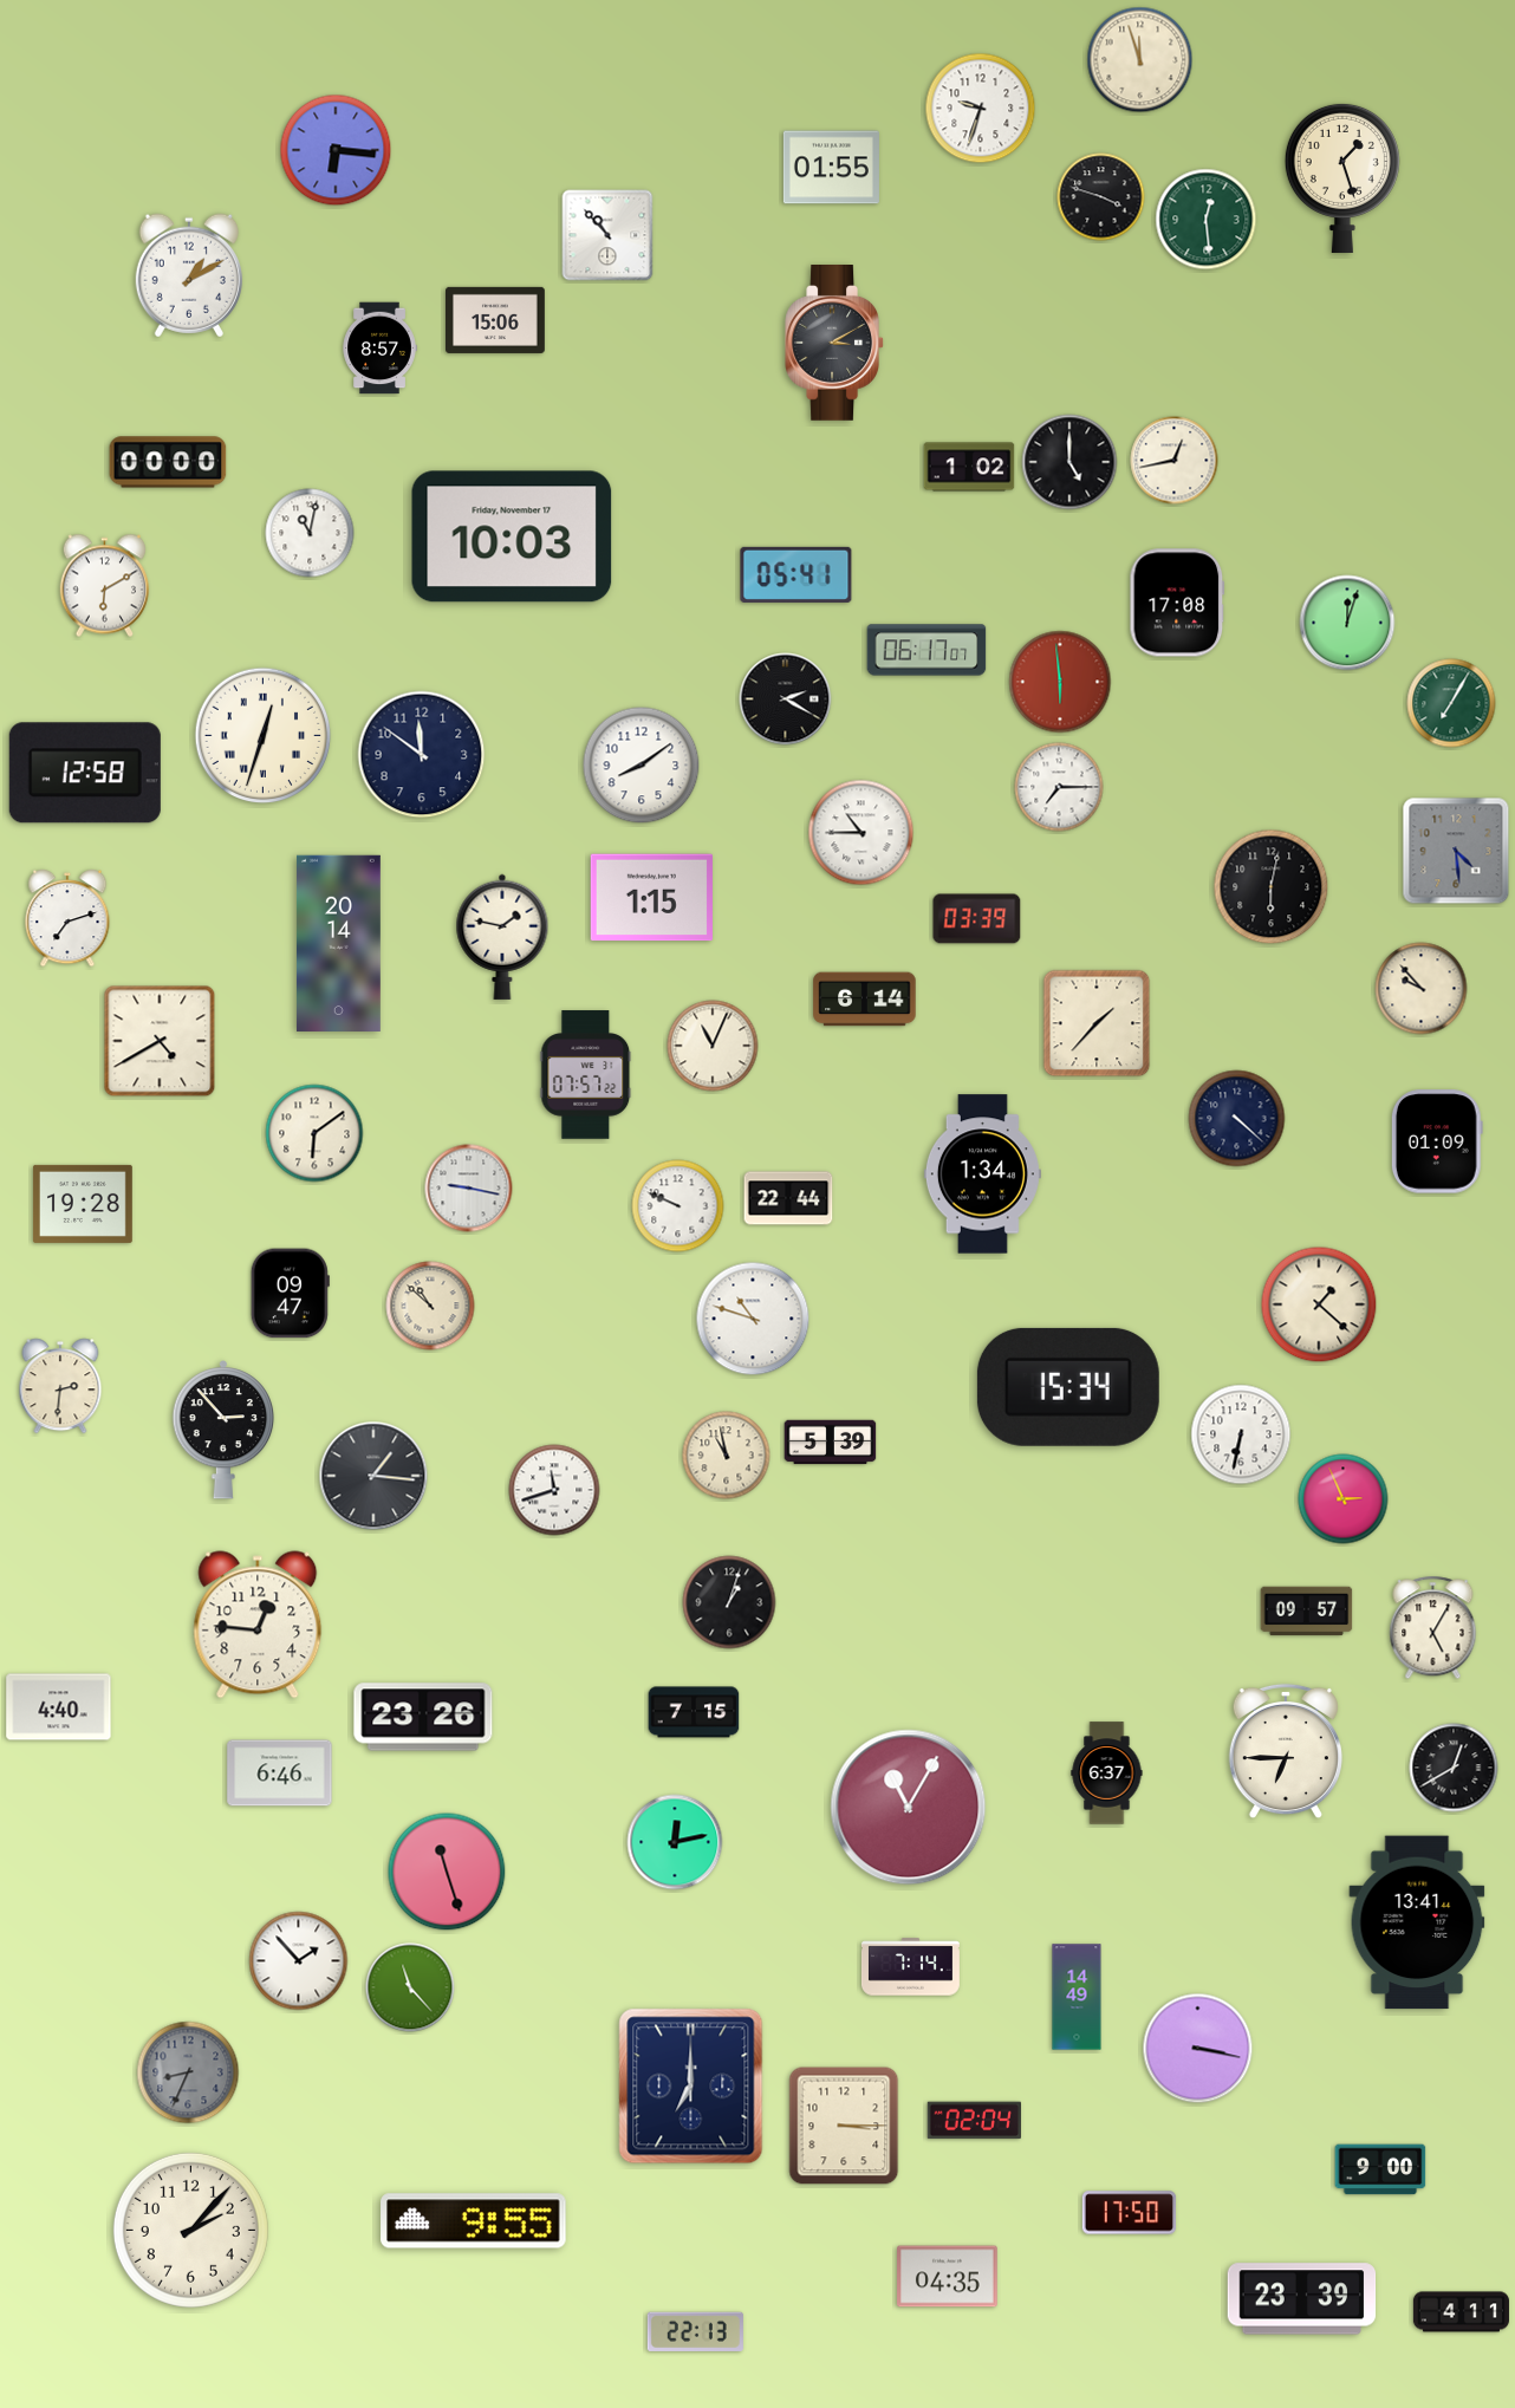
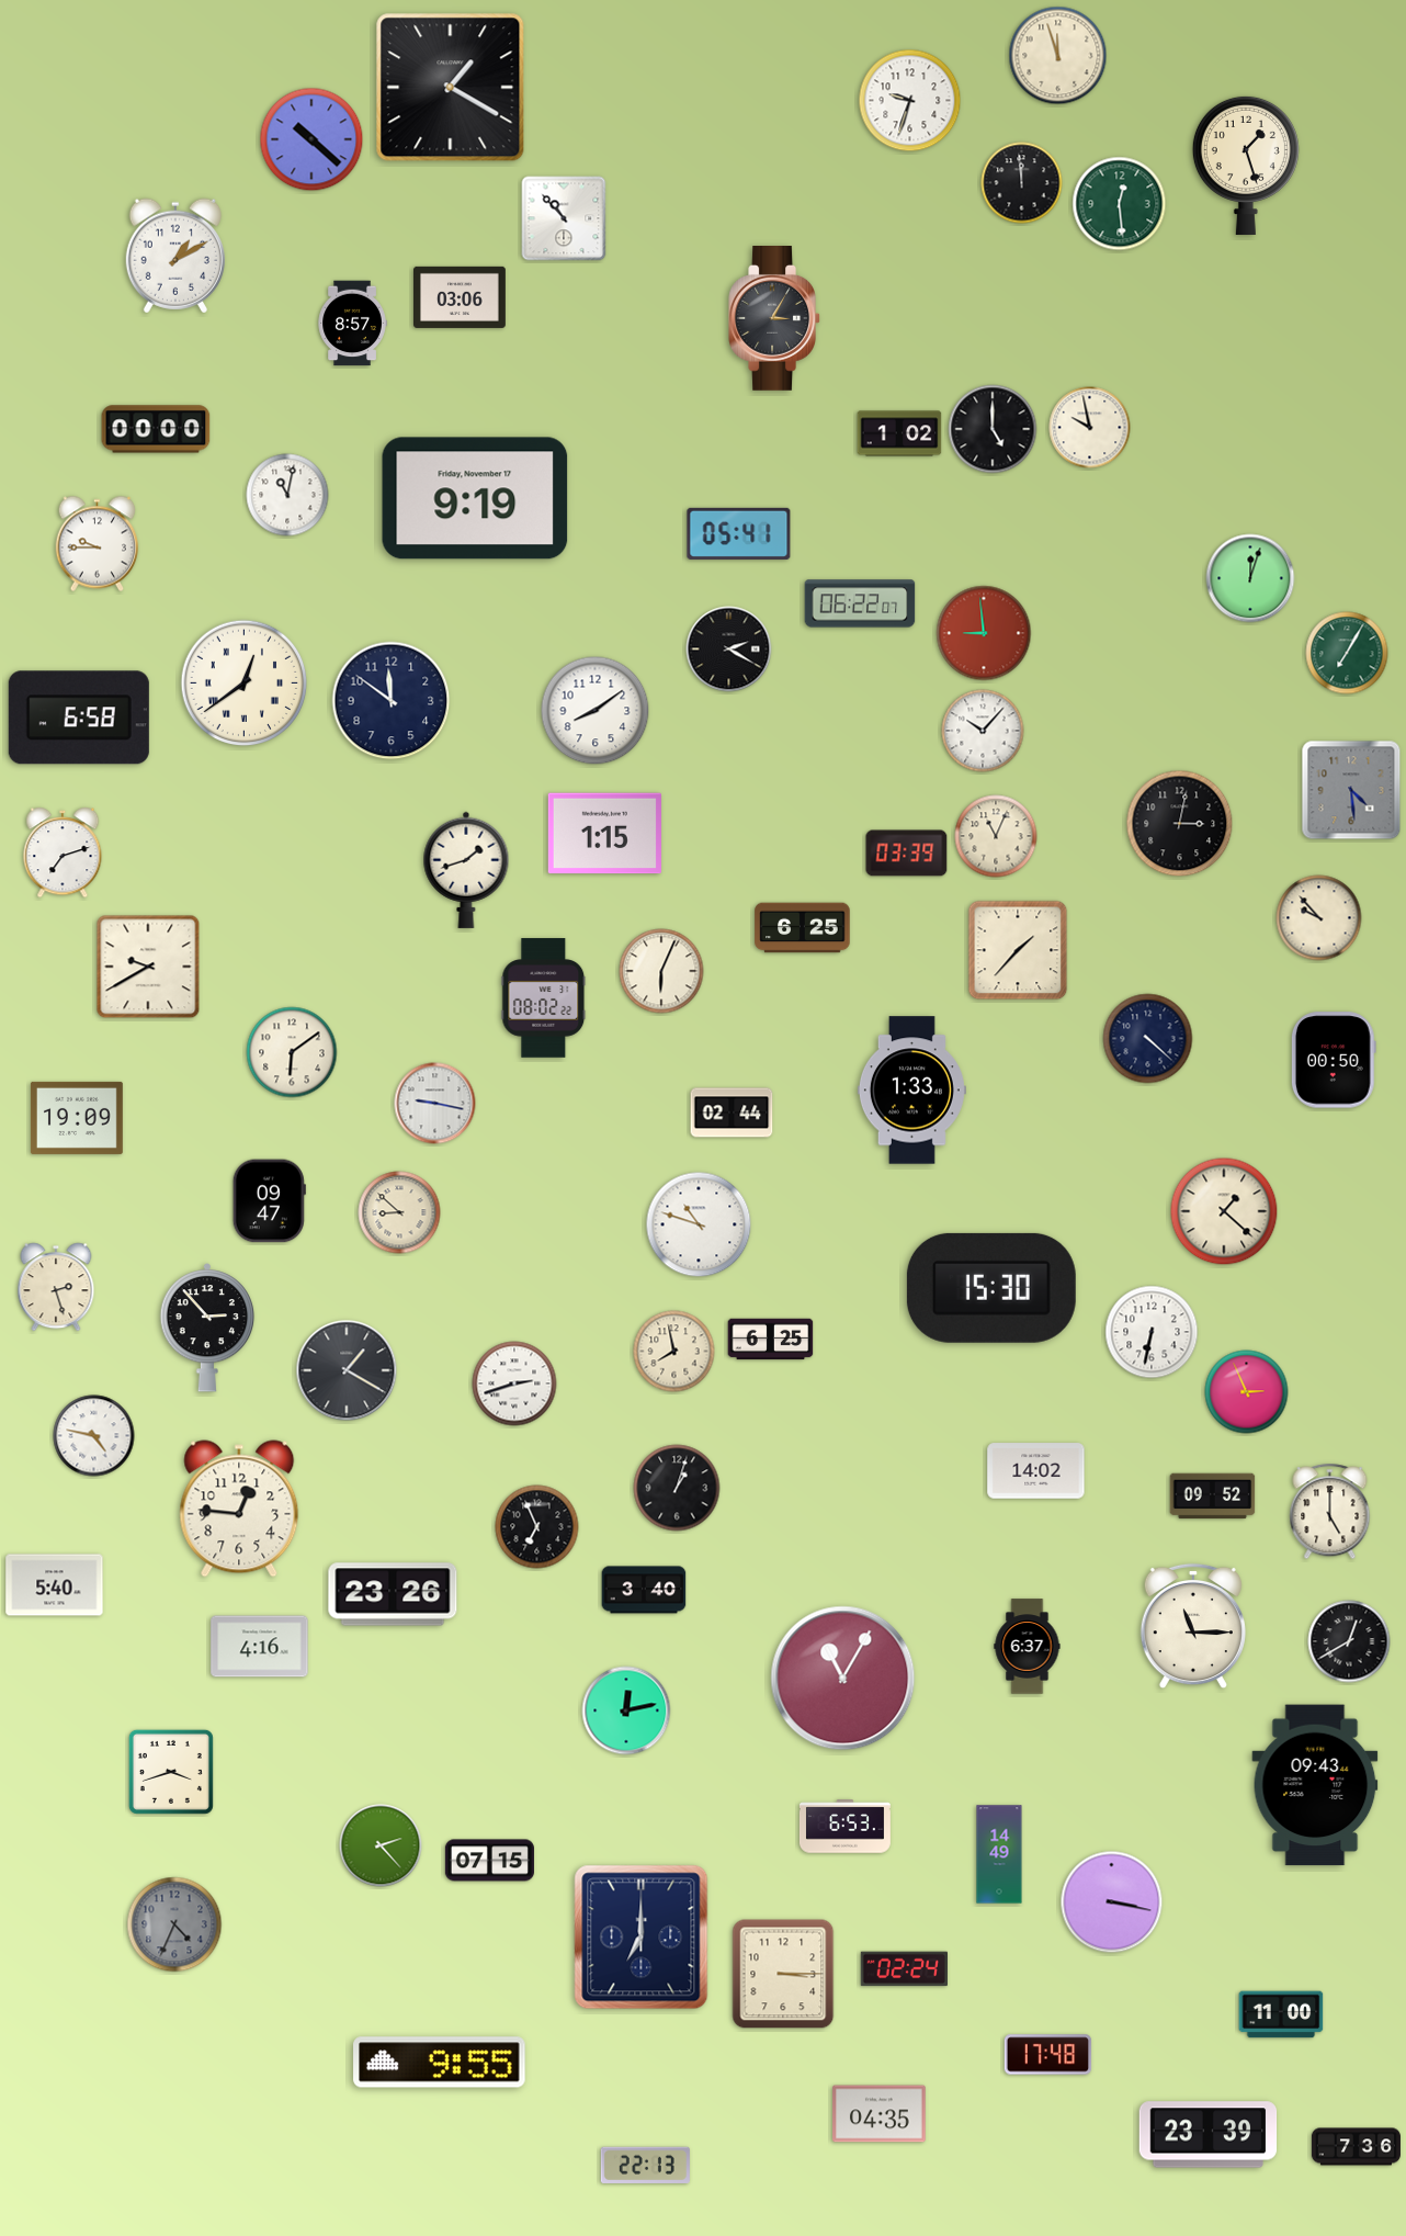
clock at (451, 88): none -> 1:20
clock at (336, 150): 6:16 -> 10:22
clock at (831, 168): 01:55 -> none
clock at (1101, 197): 3:48 -> 11:59
clock at (496, 320): 15:06 -> 03:06
clock at (834, 344): 3:10 -> 3:05
clock at (1175, 461): 12:43 -> 9:58
clock at (512, 536): 10:03 -> 9:19
clock at (105, 586): 6:10 -> 9:45
clock at (1177, 603): 17:08 -> none
clock at (926, 650): 06:17 -> 06:22
clock at (1060, 682): 5:59 -> 8:59
clock at (264, 736): 12:33 -> 12:39
clock at (85, 773): 12:58 -> 6:58
clock at (1059, 787): 7:15 -> 10:07
clock at (861, 833): 10:45 -> none
clock at (1272, 887): 6:02 -> 3:02
clock at (996, 836): none -> 11:04
clock at (502, 937): 1:47 -> 1:42
clock at (338, 943): 20:14 -> none
clock at (865, 1000): 6:14 -> 6:25
clock at (160, 1041): 4:40 -> 9:40
clock at (713, 1046): 11:04 -> 6:04
clock at (586, 1075): 07:57 -> 08:02
clock at (1437, 1141): 01:09 -> 00:50
clock at (982, 1174): 1:34 -> 1:33
clock at (788, 1198): 22:44 -> 02:44
clock at (83, 1204): 19:28 -> 19:09
clock at (678, 1206): 9:49 -> none
clock at (430, 1306): 10:52 -> 8:52
clock at (60, 1386): 2:31 -> 2:27
clock at (1068, 1387): 15:34 -> 15:30
clock at (831, 1443): 5:39 -> 6:25
clock at (727, 1456): 10:58 -> 7:58
clock at (373, 1476): 1:16 -> 1:20
clock at (554, 1490): 11:42 -> 2:42
clock at (94, 1436): none -> 4:47
clock at (1036, 1471): none -> 14:02
clock at (1307, 1612): 09:57 -> 09:52
clock at (1433, 1628): 5:05 -> 5:00
clock at (537, 1527): none -> 6:56
clock at (59, 1707): 4:40 -> 5:40
clock at (694, 1712): 7:15 -> 3:40
clock at (1286, 1751): 6:45 -> 11:15
clock at (280, 1774): 6:46 -> 4:16
clock at (447, 1872): 11:27 -> none
clock at (171, 1772): none -> 3:42
clock at (1417, 1922): 13:41 -> 09:43
clock at (299, 1961): 1:53 -> none
clock at (910, 1967): 7:14 -> 6:53
clock at (410, 1987): 11:23 -> 2:23
clock at (489, 1861): none -> 07:15
clock at (188, 2072): 8:34 -> 4:34
clock at (974, 2121): 02:04 -> 02:24
clock at (1380, 2169): 9:00 -> 11:00
clock at (1130, 2213): 17:50 -> 17:48
clock at (190, 2230): 2:07 -> none
clock at (1461, 2312): 4:11 -> 7:36
